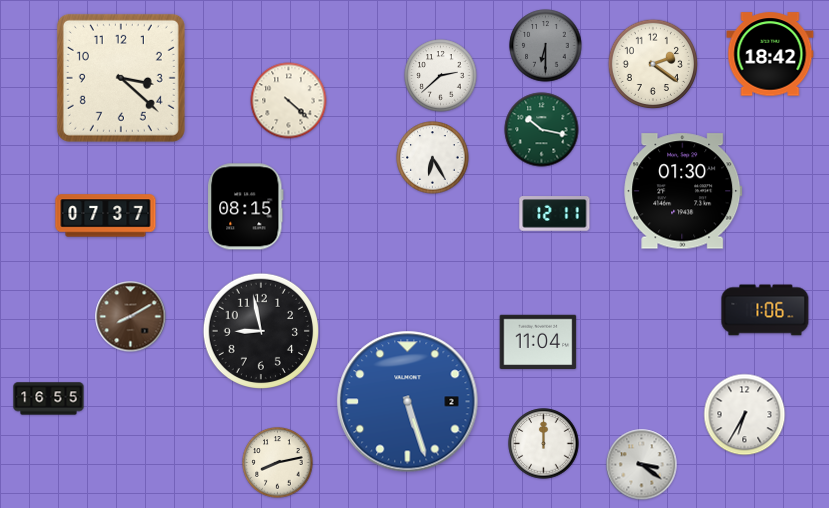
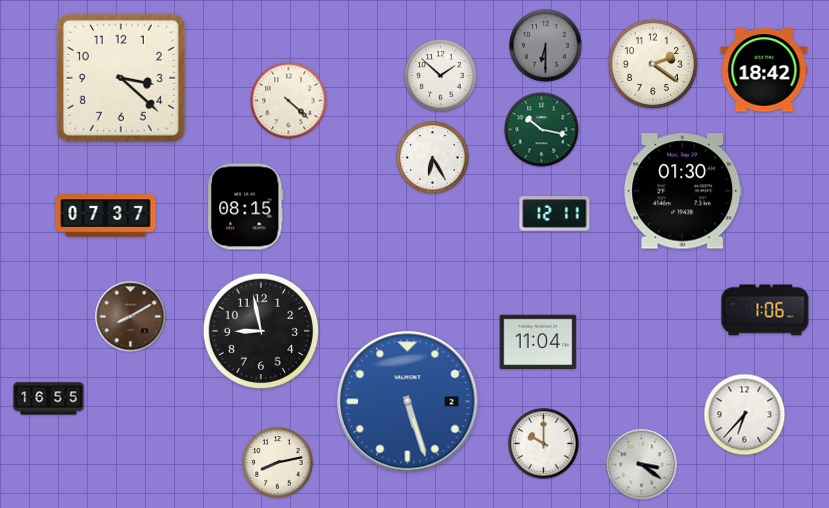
clock at (770, 54) position: (770, 54) -> (764, 70)
clock at (441, 76): 2:38 -> 1:52
clock at (745, 415): 6:35 -> 6:37
clock at (544, 444): 12:00 -> 10:00
